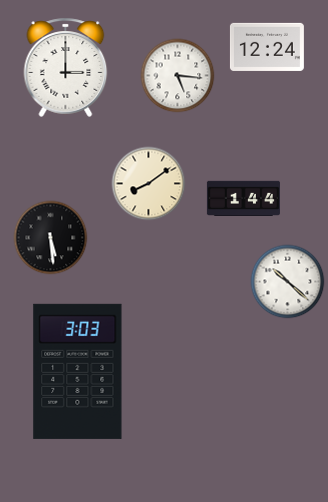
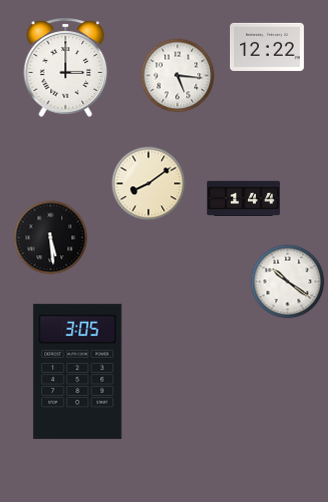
clock at (267, 47): 12:24 -> 12:22
clock at (288, 282): 10:22 -> 10:21
clock at (78, 371): 3:03 -> 3:05
